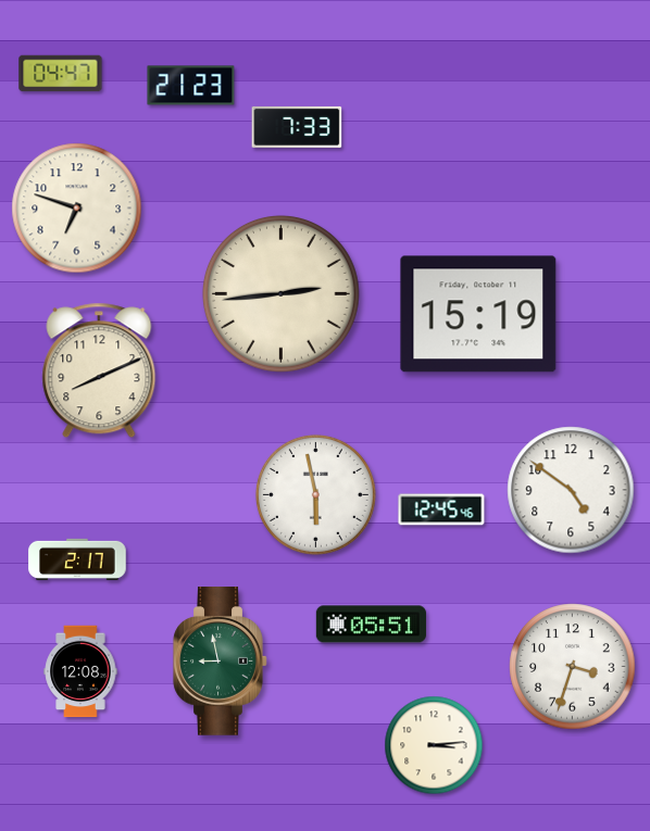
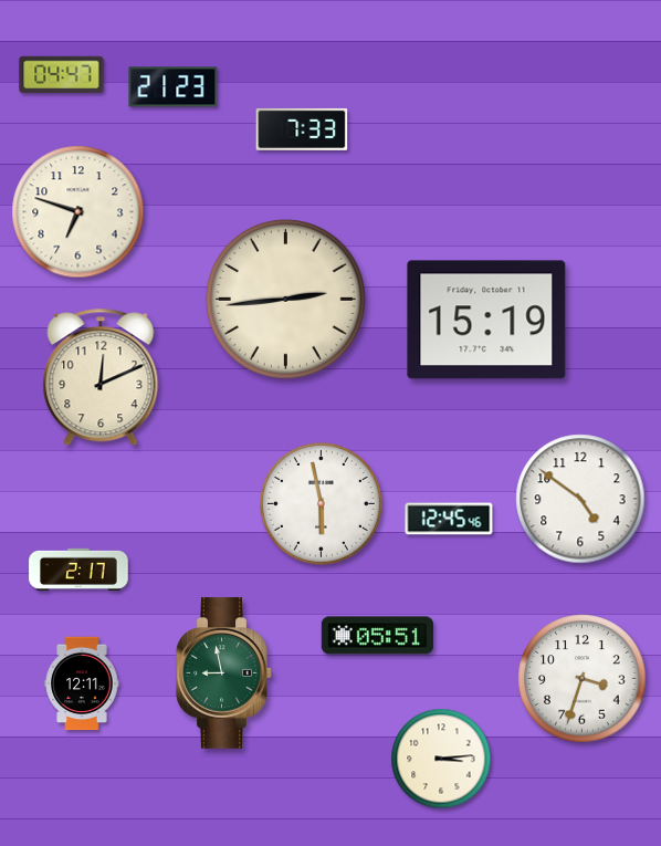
clock at (191, 86) position: (191, 86) -> (174, 87)
clock at (99, 370): 8:11 -> 12:11
clock at (80, 671): 12:08 -> 12:11
